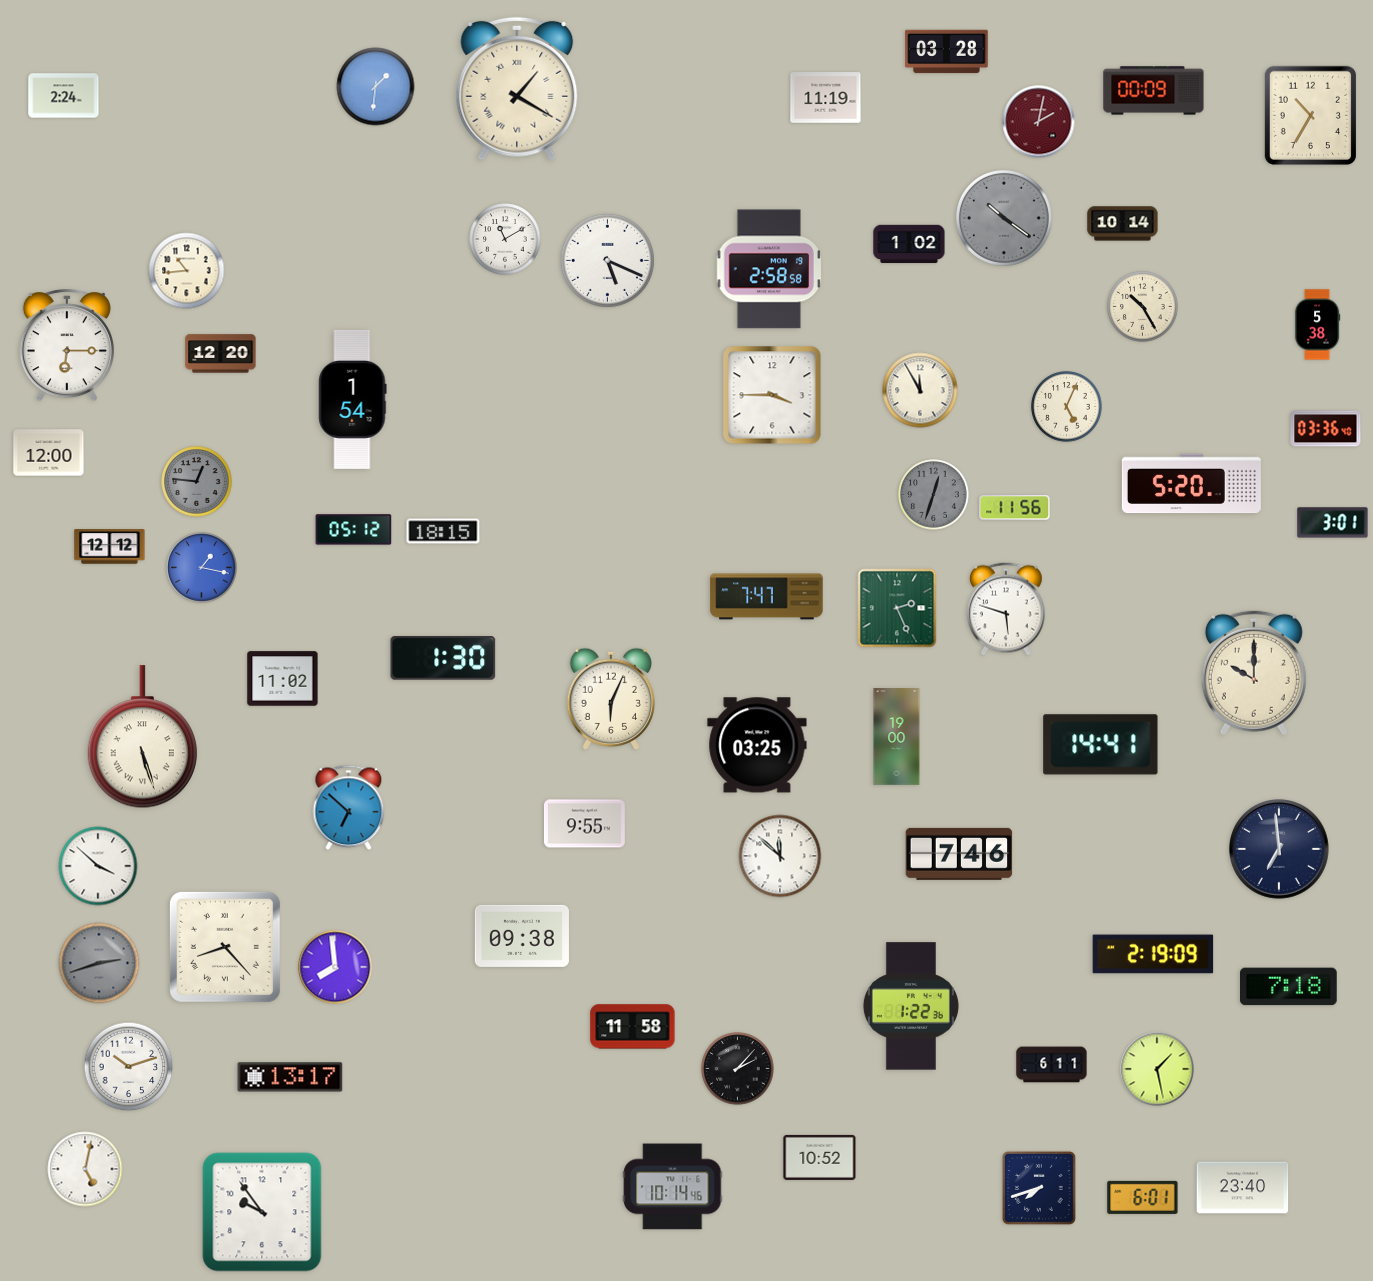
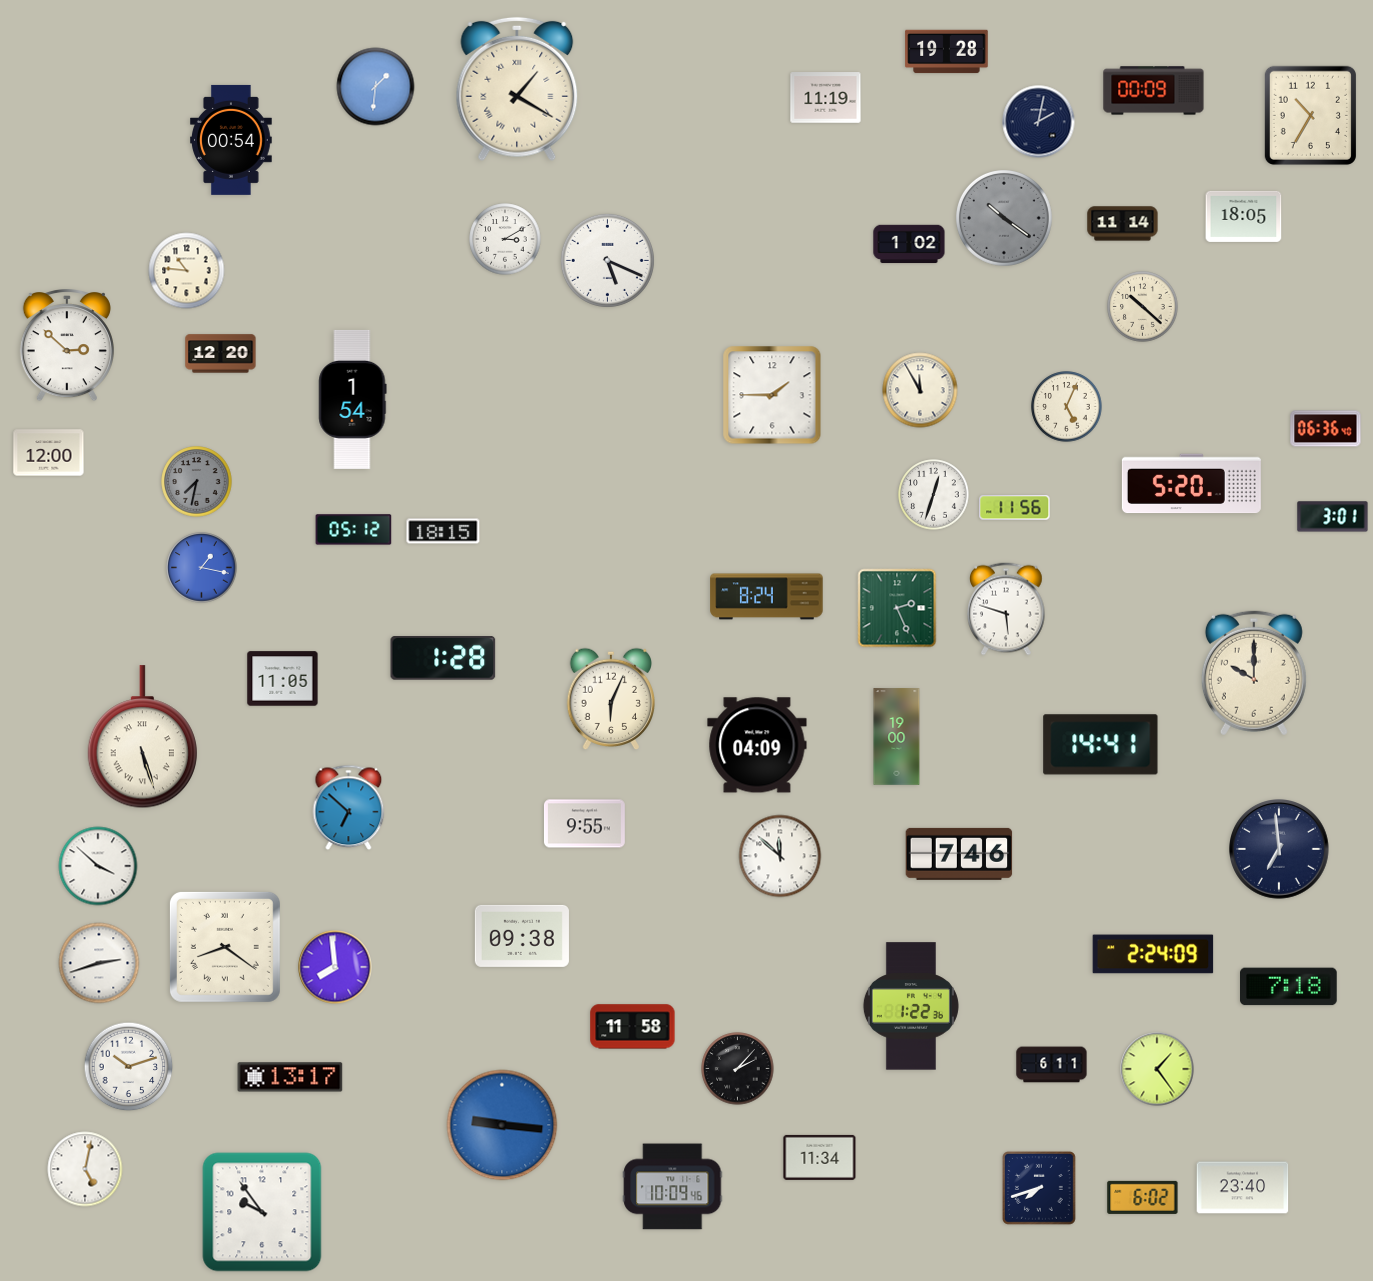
clock at (947, 52): 03:28 -> 19:28
clock at (64, 96): 2:24 -> none
clock at (1039, 122) dial: burgundy -> navy
clock at (232, 140): none -> 00:54
clock at (1244, 216): none -> 18:05
clock at (1123, 224): 10:14 -> 11:14
clock at (505, 239): 11:10 -> 3:10
clock at (769, 269): 2:58 -> none
clock at (187, 271): 10:44 -> 10:46
clock at (1143, 307): 10:25 -> 10:22
clock at (1317, 325): 5:38 -> none
clock at (67, 346): 6:15 -> 2:52
clock at (772, 395): 3:45 -> 1:45
clock at (1326, 429): 03:36 -> 06:36
clock at (197, 482): 12:46 -> 7:32
clock at (934, 495) dial: grey -> white
clock at (1333, 523) position: (1333, 523) -> (1333, 517)
clock at (110, 547): 12:12 -> none
clock at (767, 597): 7:47 -> 8:24
clock at (443, 659): 1:30 -> 1:28
clock at (283, 679): 11:02 -> 11:05
clock at (757, 745): 03:25 -> 04:09
clock at (225, 947): 8:23 -> 8:21
clock at (1153, 954): 2:19 -> 2:24
clock at (99, 963) dial: grey -> white
clock at (1157, 1069): 1:28 -> 1:24
clock at (502, 1125): none -> 9:16
clock at (820, 1157): 10:52 -> 11:34
clock at (673, 1187): 10:14 -> 10:09
clock at (1143, 1197): 6:01 -> 6:02
